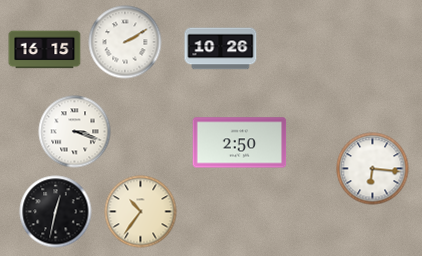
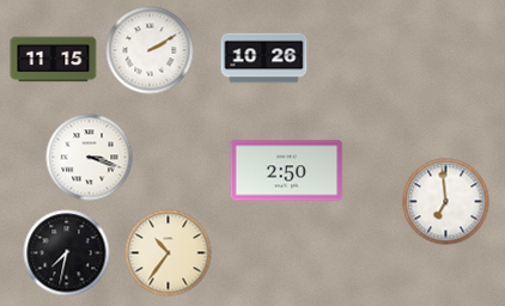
clock at (45, 50): 16:15 -> 11:15
clock at (373, 169): 6:16 -> 6:59
clock at (56, 212): 12:32 -> 7:32
